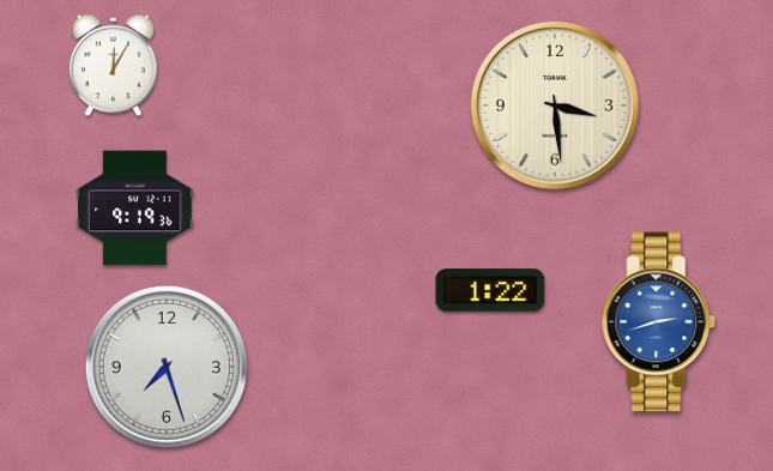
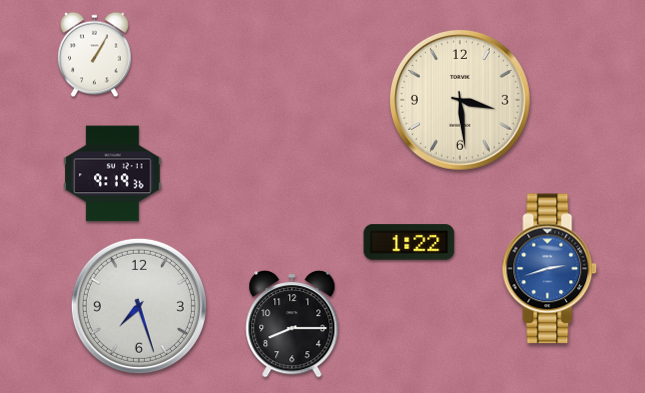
clock at (114, 66): 12:05 -> 1:05
clock at (555, 105) position: (555, 105) -> (460, 100)
clock at (292, 325): none -> 8:15
